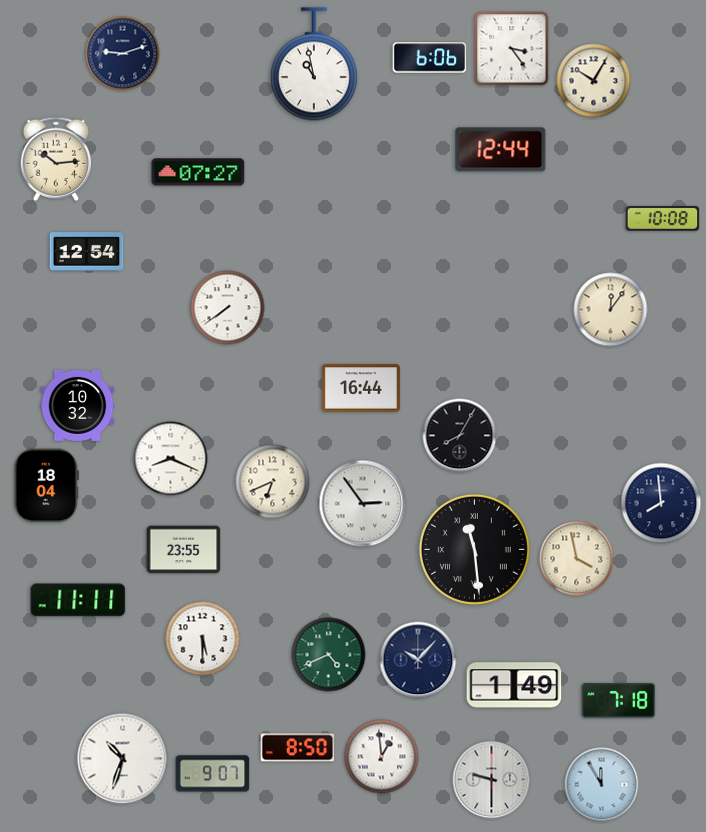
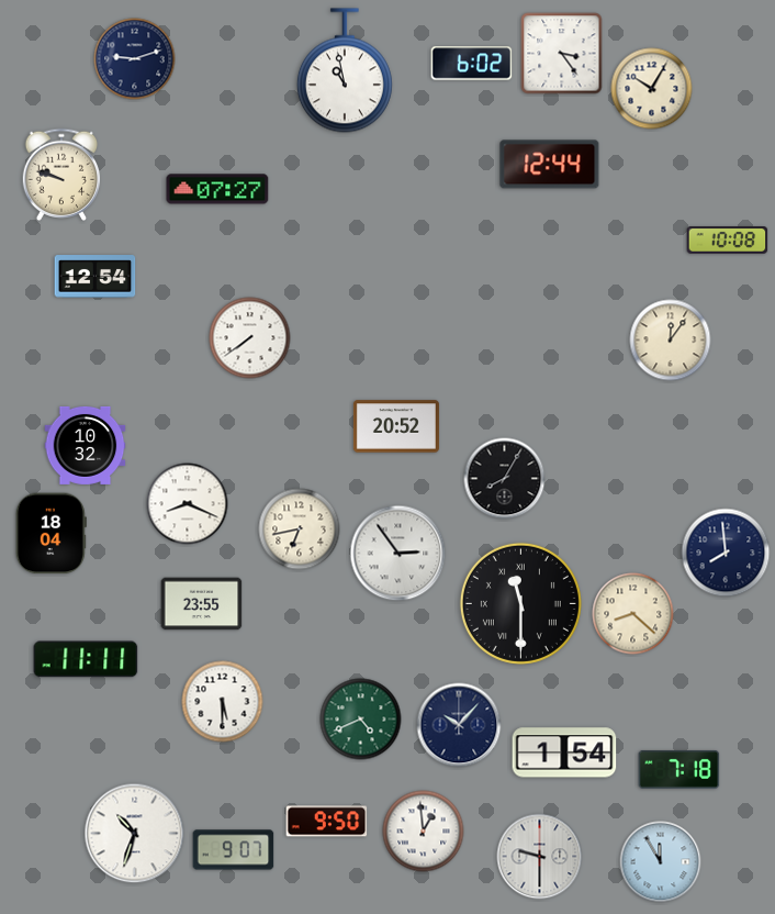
clock at (430, 58): 6:06 -> 6:02
clock at (56, 159): 10:14 -> 9:48
clock at (361, 388): 16:44 -> 20:52
clock at (273, 482): 6:41 -> 6:43
clock at (474, 549): 11:29 -> 11:30
clock at (577, 559): 3:58 -> 8:22
clock at (514, 685): 1:49 -> 1:54
clock at (298, 748): 8:50 -> 9:50
clock at (382, 757) position: (382, 757) -> (424, 832)
